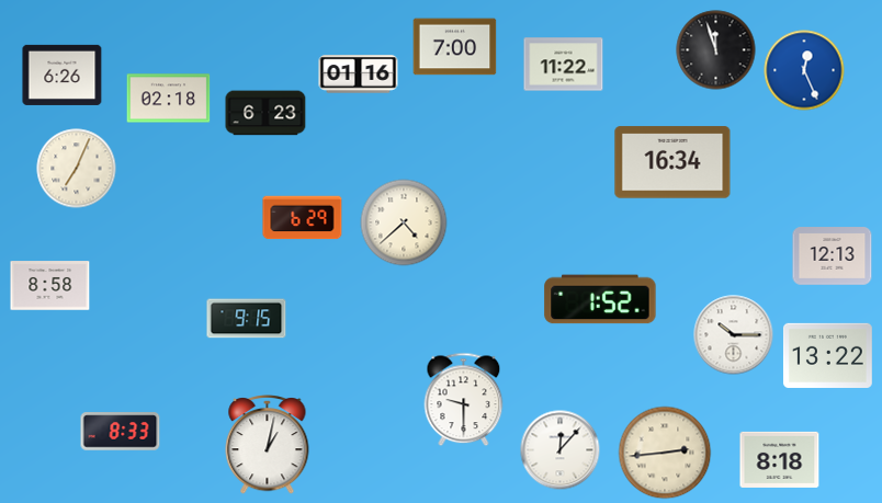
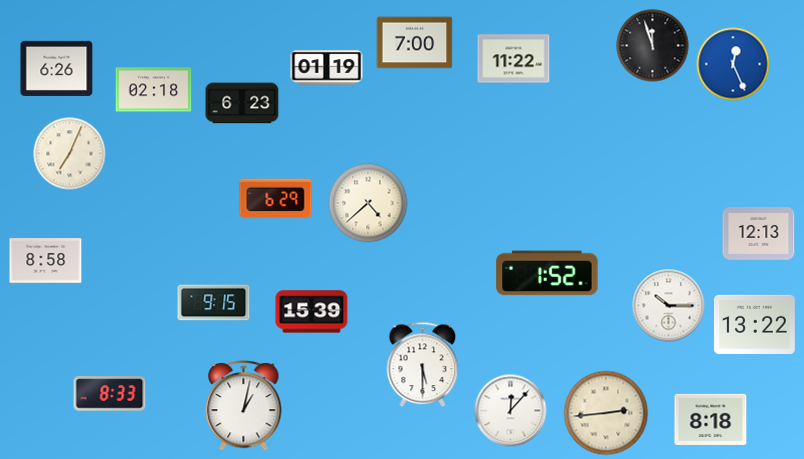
clock at (359, 75): 01:16 -> 01:19
clock at (672, 162): 16:34 -> none
clock at (247, 319) position: (247, 319) -> (214, 303)
clock at (312, 312): none -> 15:39
clock at (464, 400): 9:30 -> 5:30
